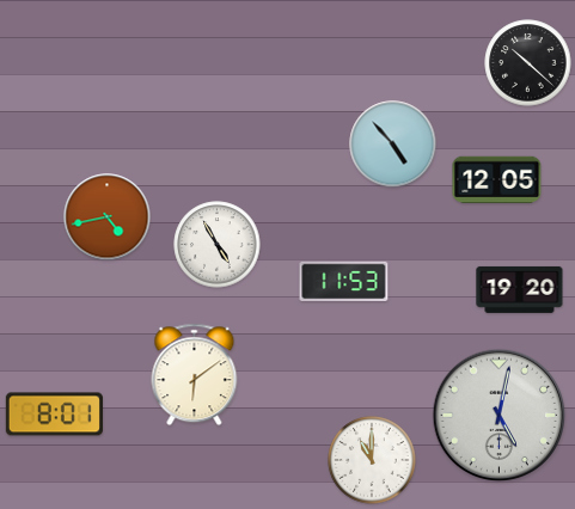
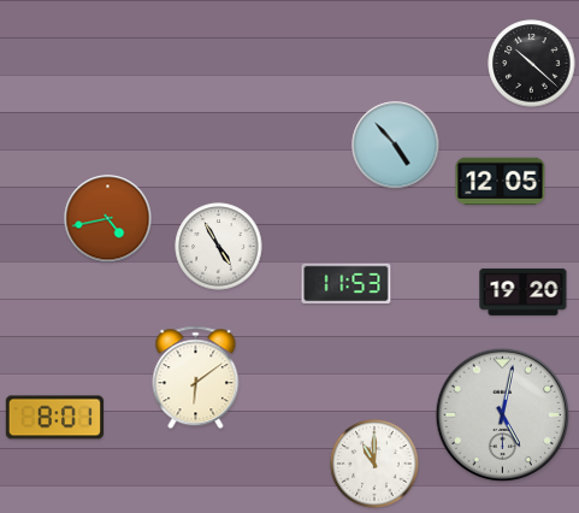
clock at (500, 416) position: (500, 416) -> (503, 415)
